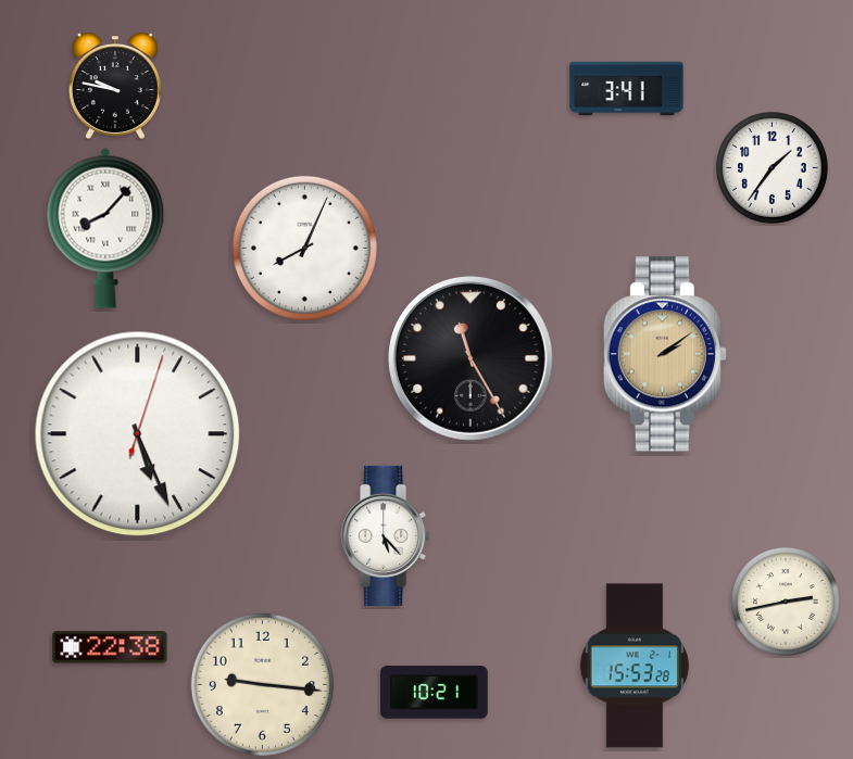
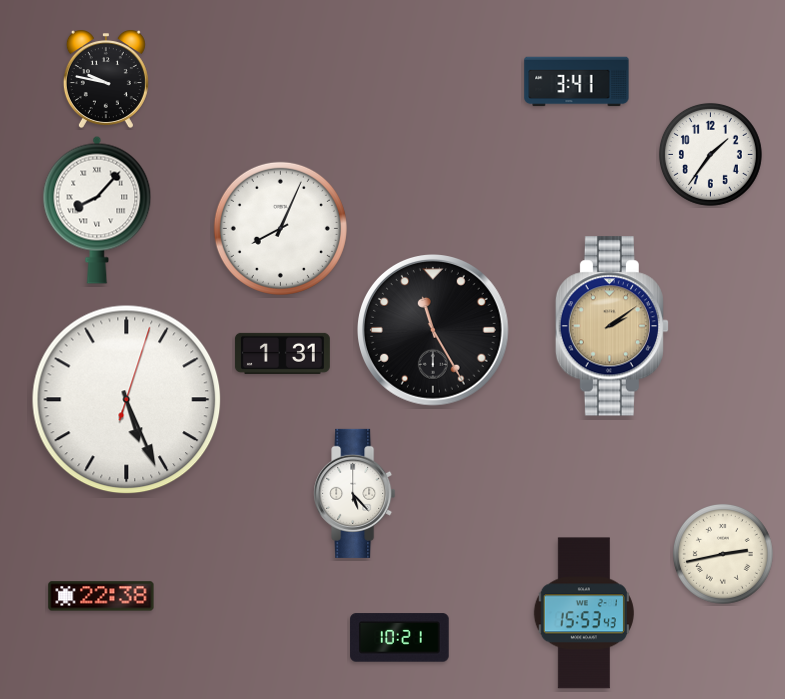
clock at (282, 353): none -> 1:31
clock at (635, 666): 15:53:28 -> 15:53:43
clock at (262, 684): 9:16 -> none
